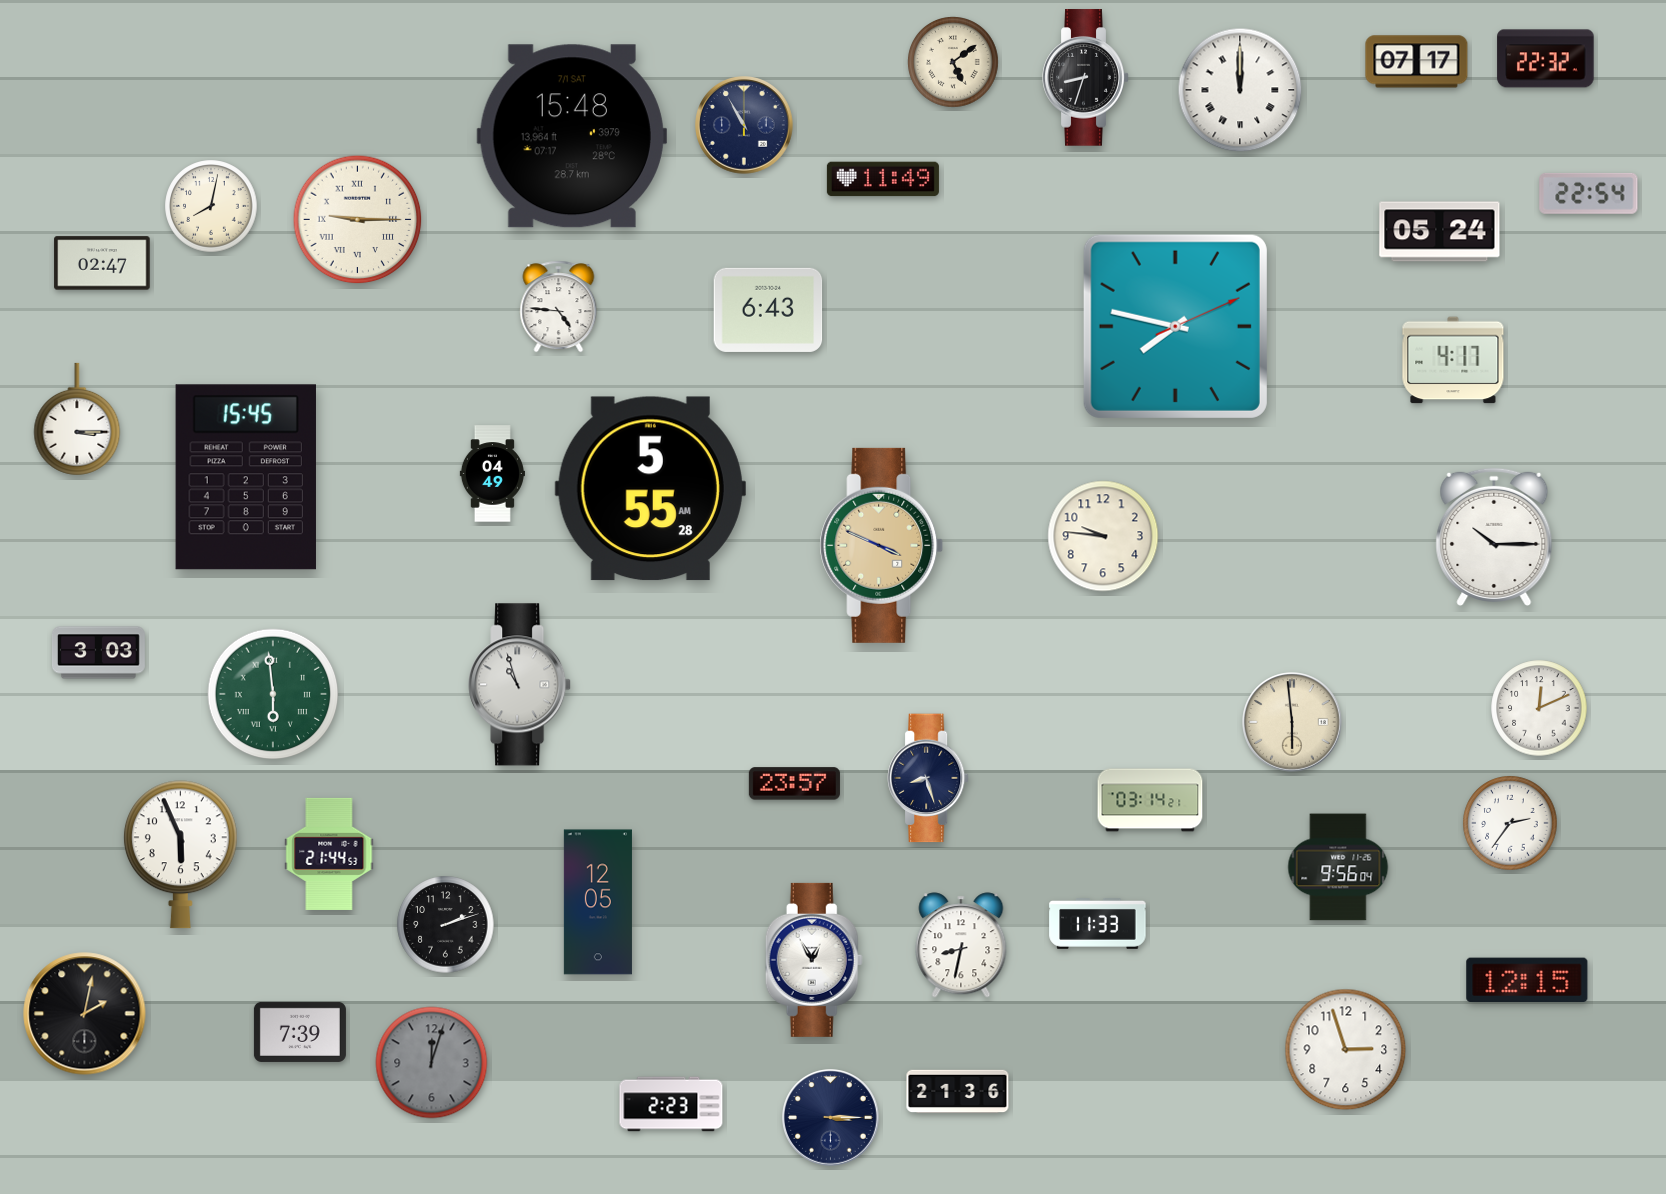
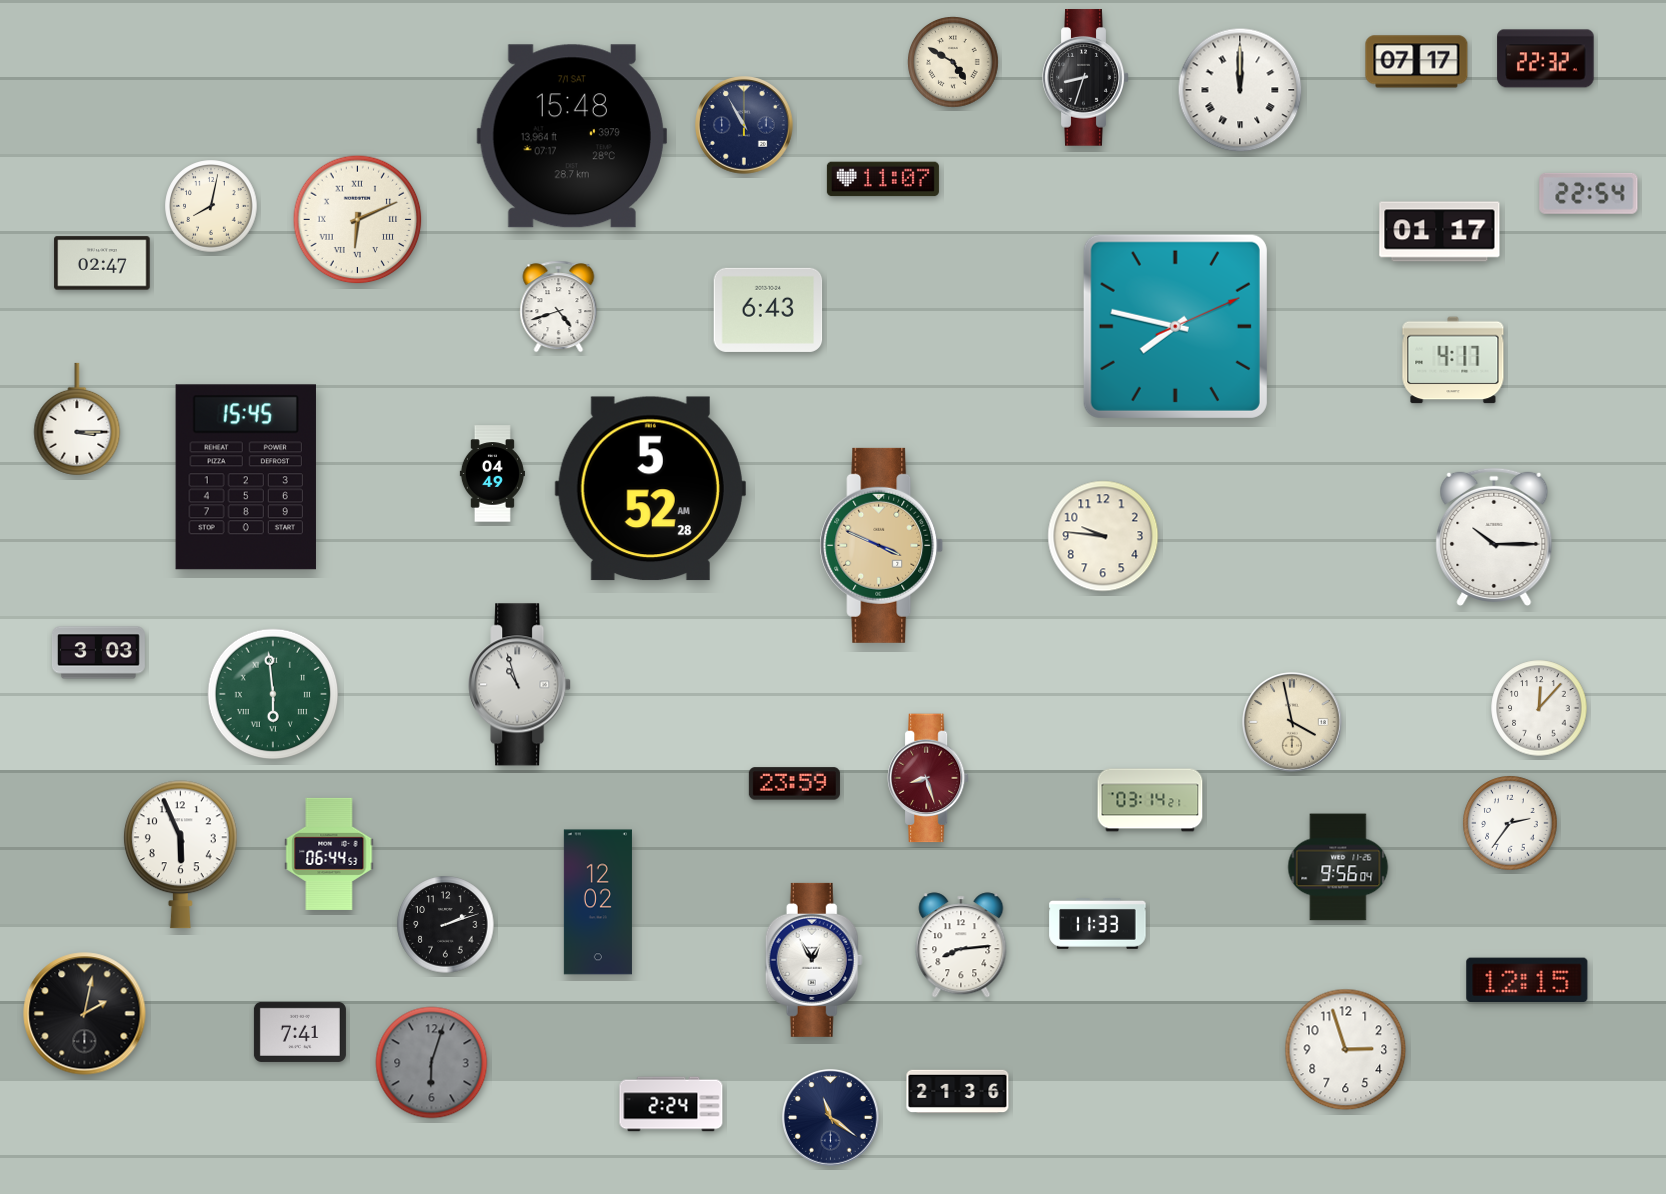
clock at (954, 63): 5:09 -> 4:50
clock at (883, 179): 11:49 -> 11:07
clock at (358, 220): 9:15 -> 6:11
clock at (1440, 232): 05:24 -> 01:17
clock at (559, 307): 4:46 -> 4:42
clock at (650, 489): 5:55 -> 5:52
clock at (1539, 708): 12:11 -> 12:07
clock at (1292, 722): 5:59 -> 3:58
clock at (928, 778) dial: navy -> burgundy
clock at (794, 784): 23:57 -> 23:59
clock at (329, 854): 21:44 -> 06:44
clock at (598, 902): 12:05 -> 12:02
clock at (961, 945): 8:32 -> 8:14
clock at (300, 1032): 7:39 -> 7:41
clock at (432, 1063): 12:03 -> 6:03
clock at (671, 1104): 2:23 -> 2:24
clock at (831, 1118): 3:15 -> 11:21
